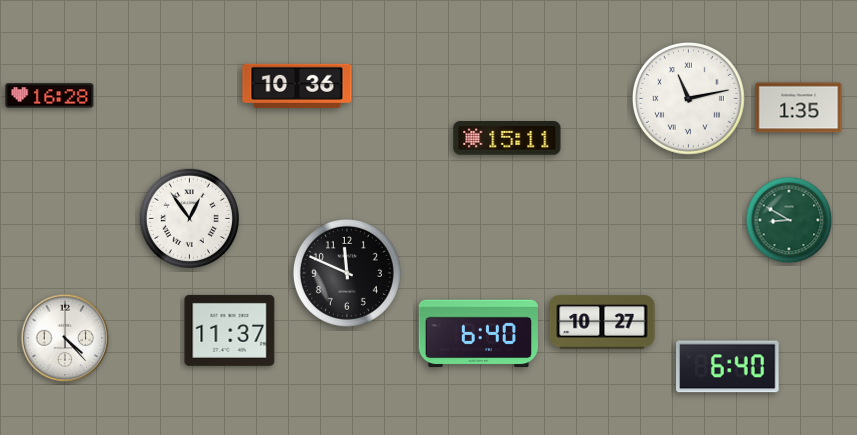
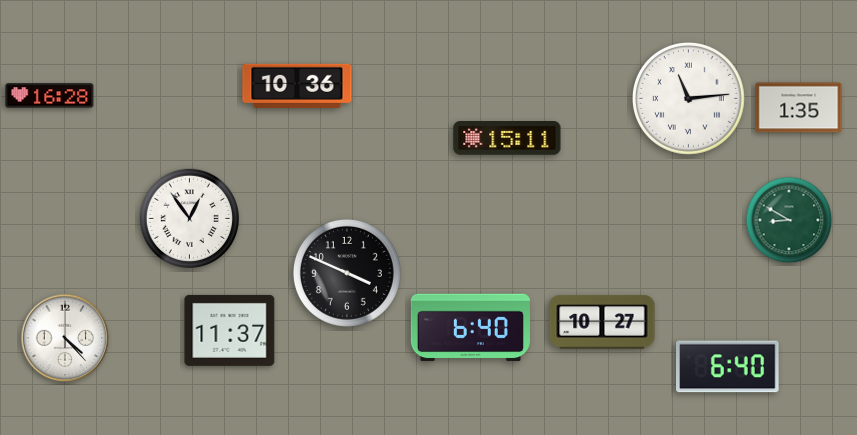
clock at (689, 99): 11:13 -> 11:14
clock at (347, 273): 11:49 -> 3:49
clock at (478, 334) position: (478, 334) -> (470, 328)
